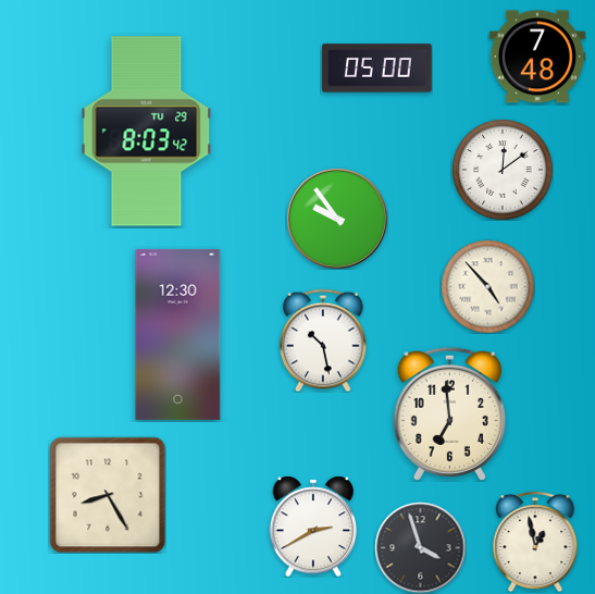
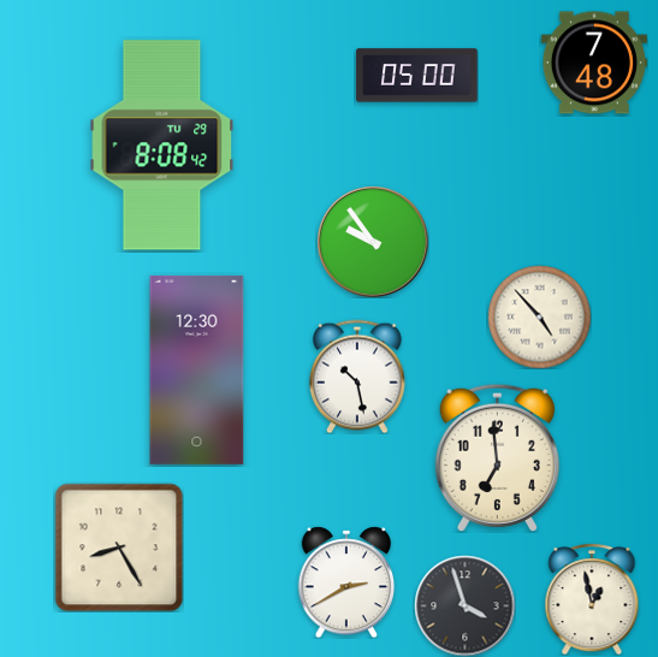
clock at (147, 132): 8:03 -> 8:08
clock at (503, 170): 12:09 -> none
